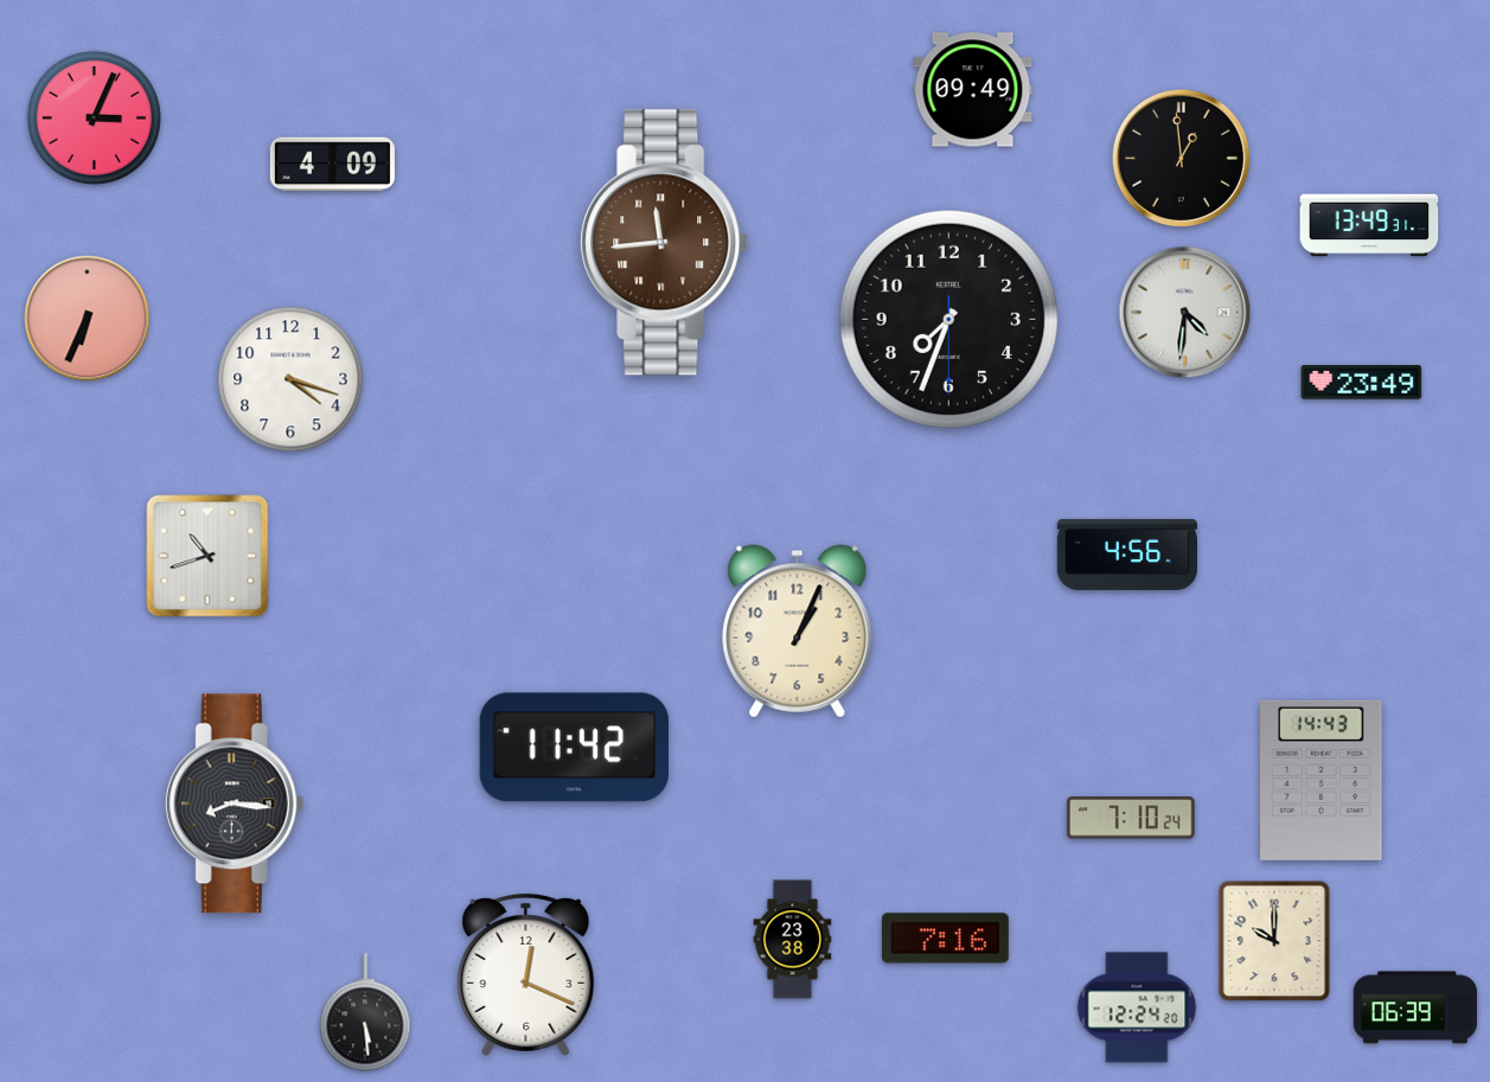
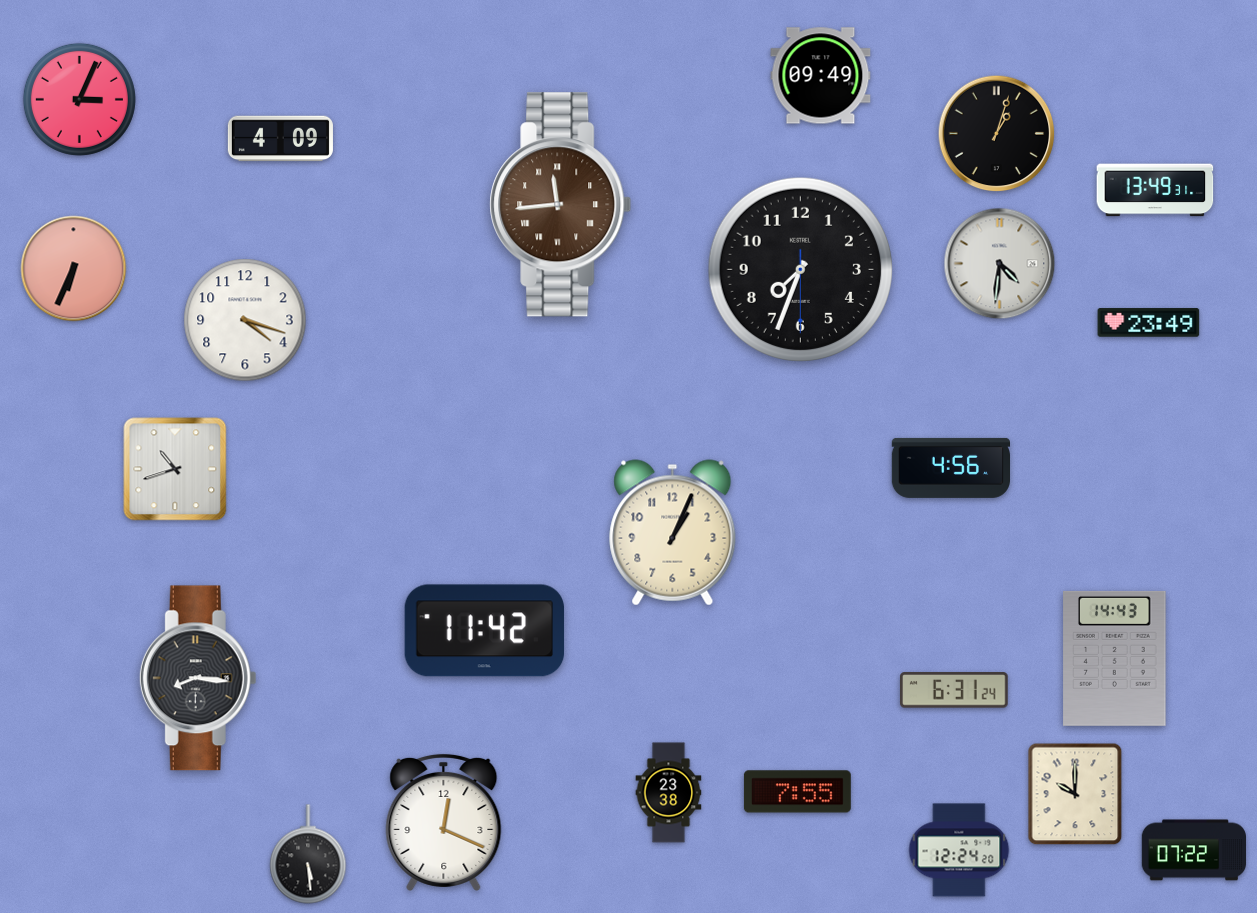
clock at (1182, 159): 12:59 -> 1:03
clock at (1132, 818): 7:10 -> 6:31
clock at (945, 939): 7:16 -> 7:55
clock at (1414, 1007): 06:39 -> 07:22
